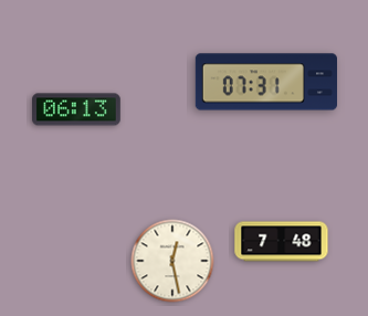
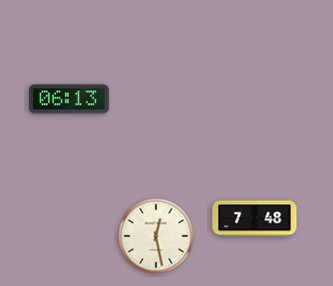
clock at (265, 82): 07:31 -> none
